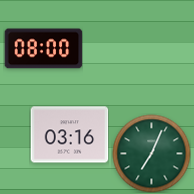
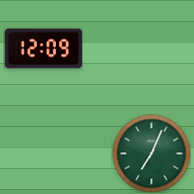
clock at (43, 49): 08:00 -> 12:09
clock at (69, 135): 03:16 -> none
